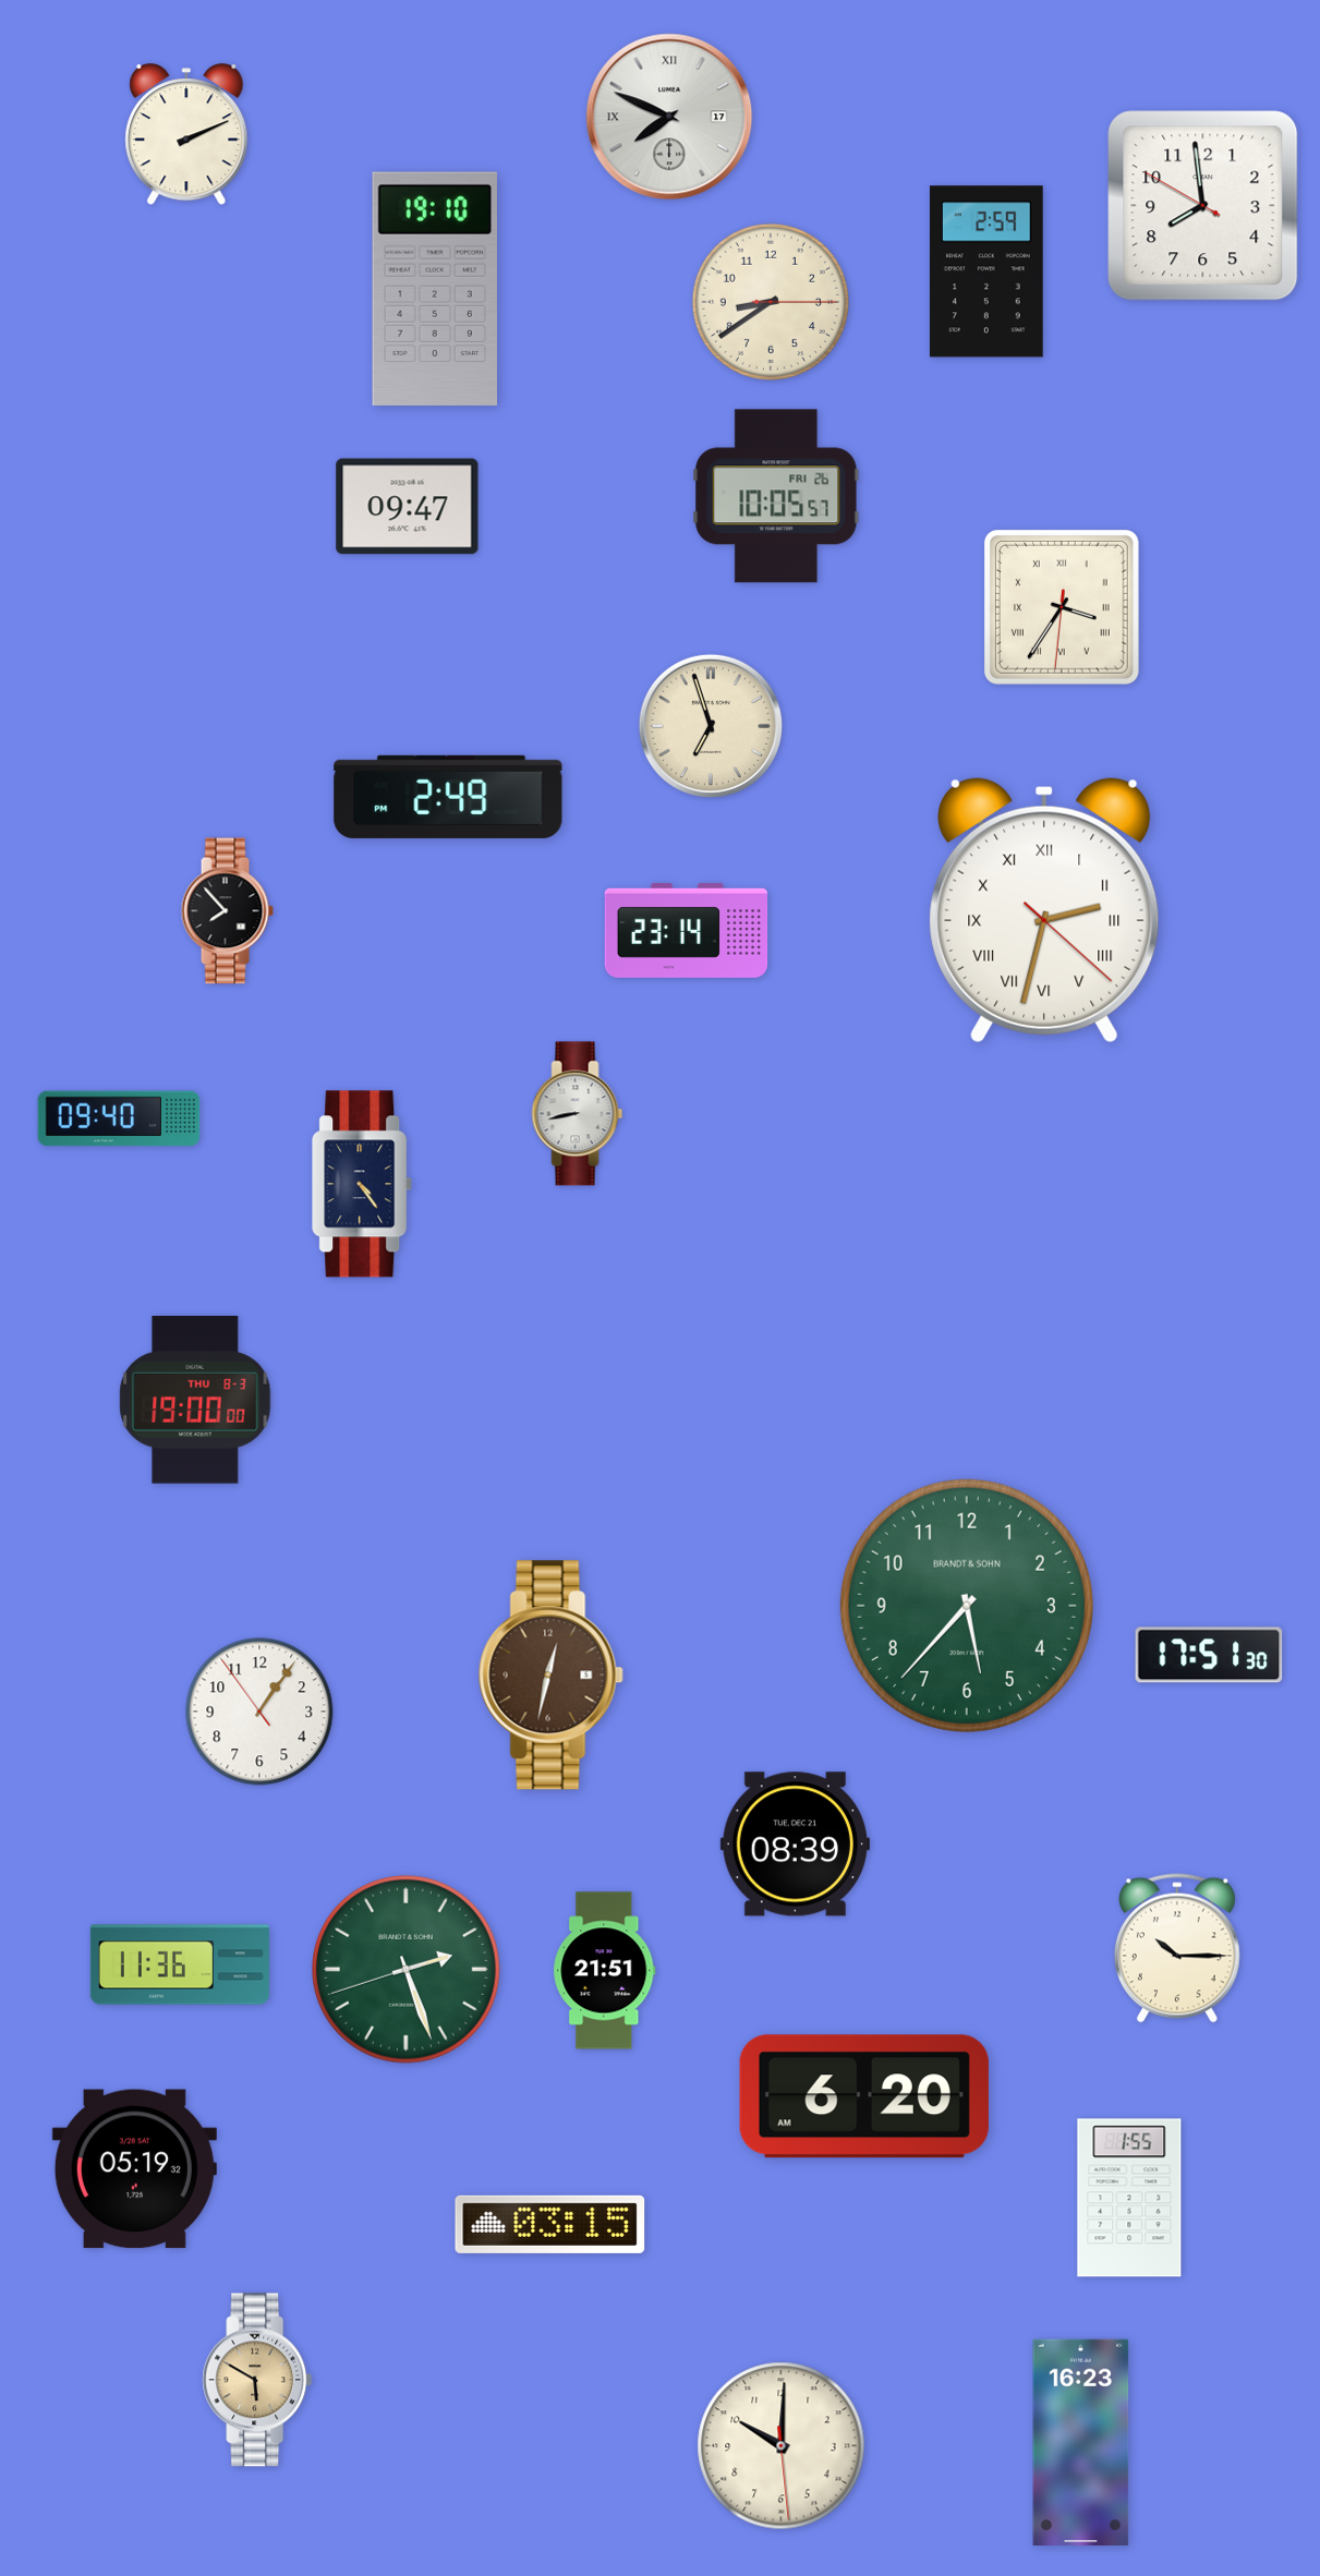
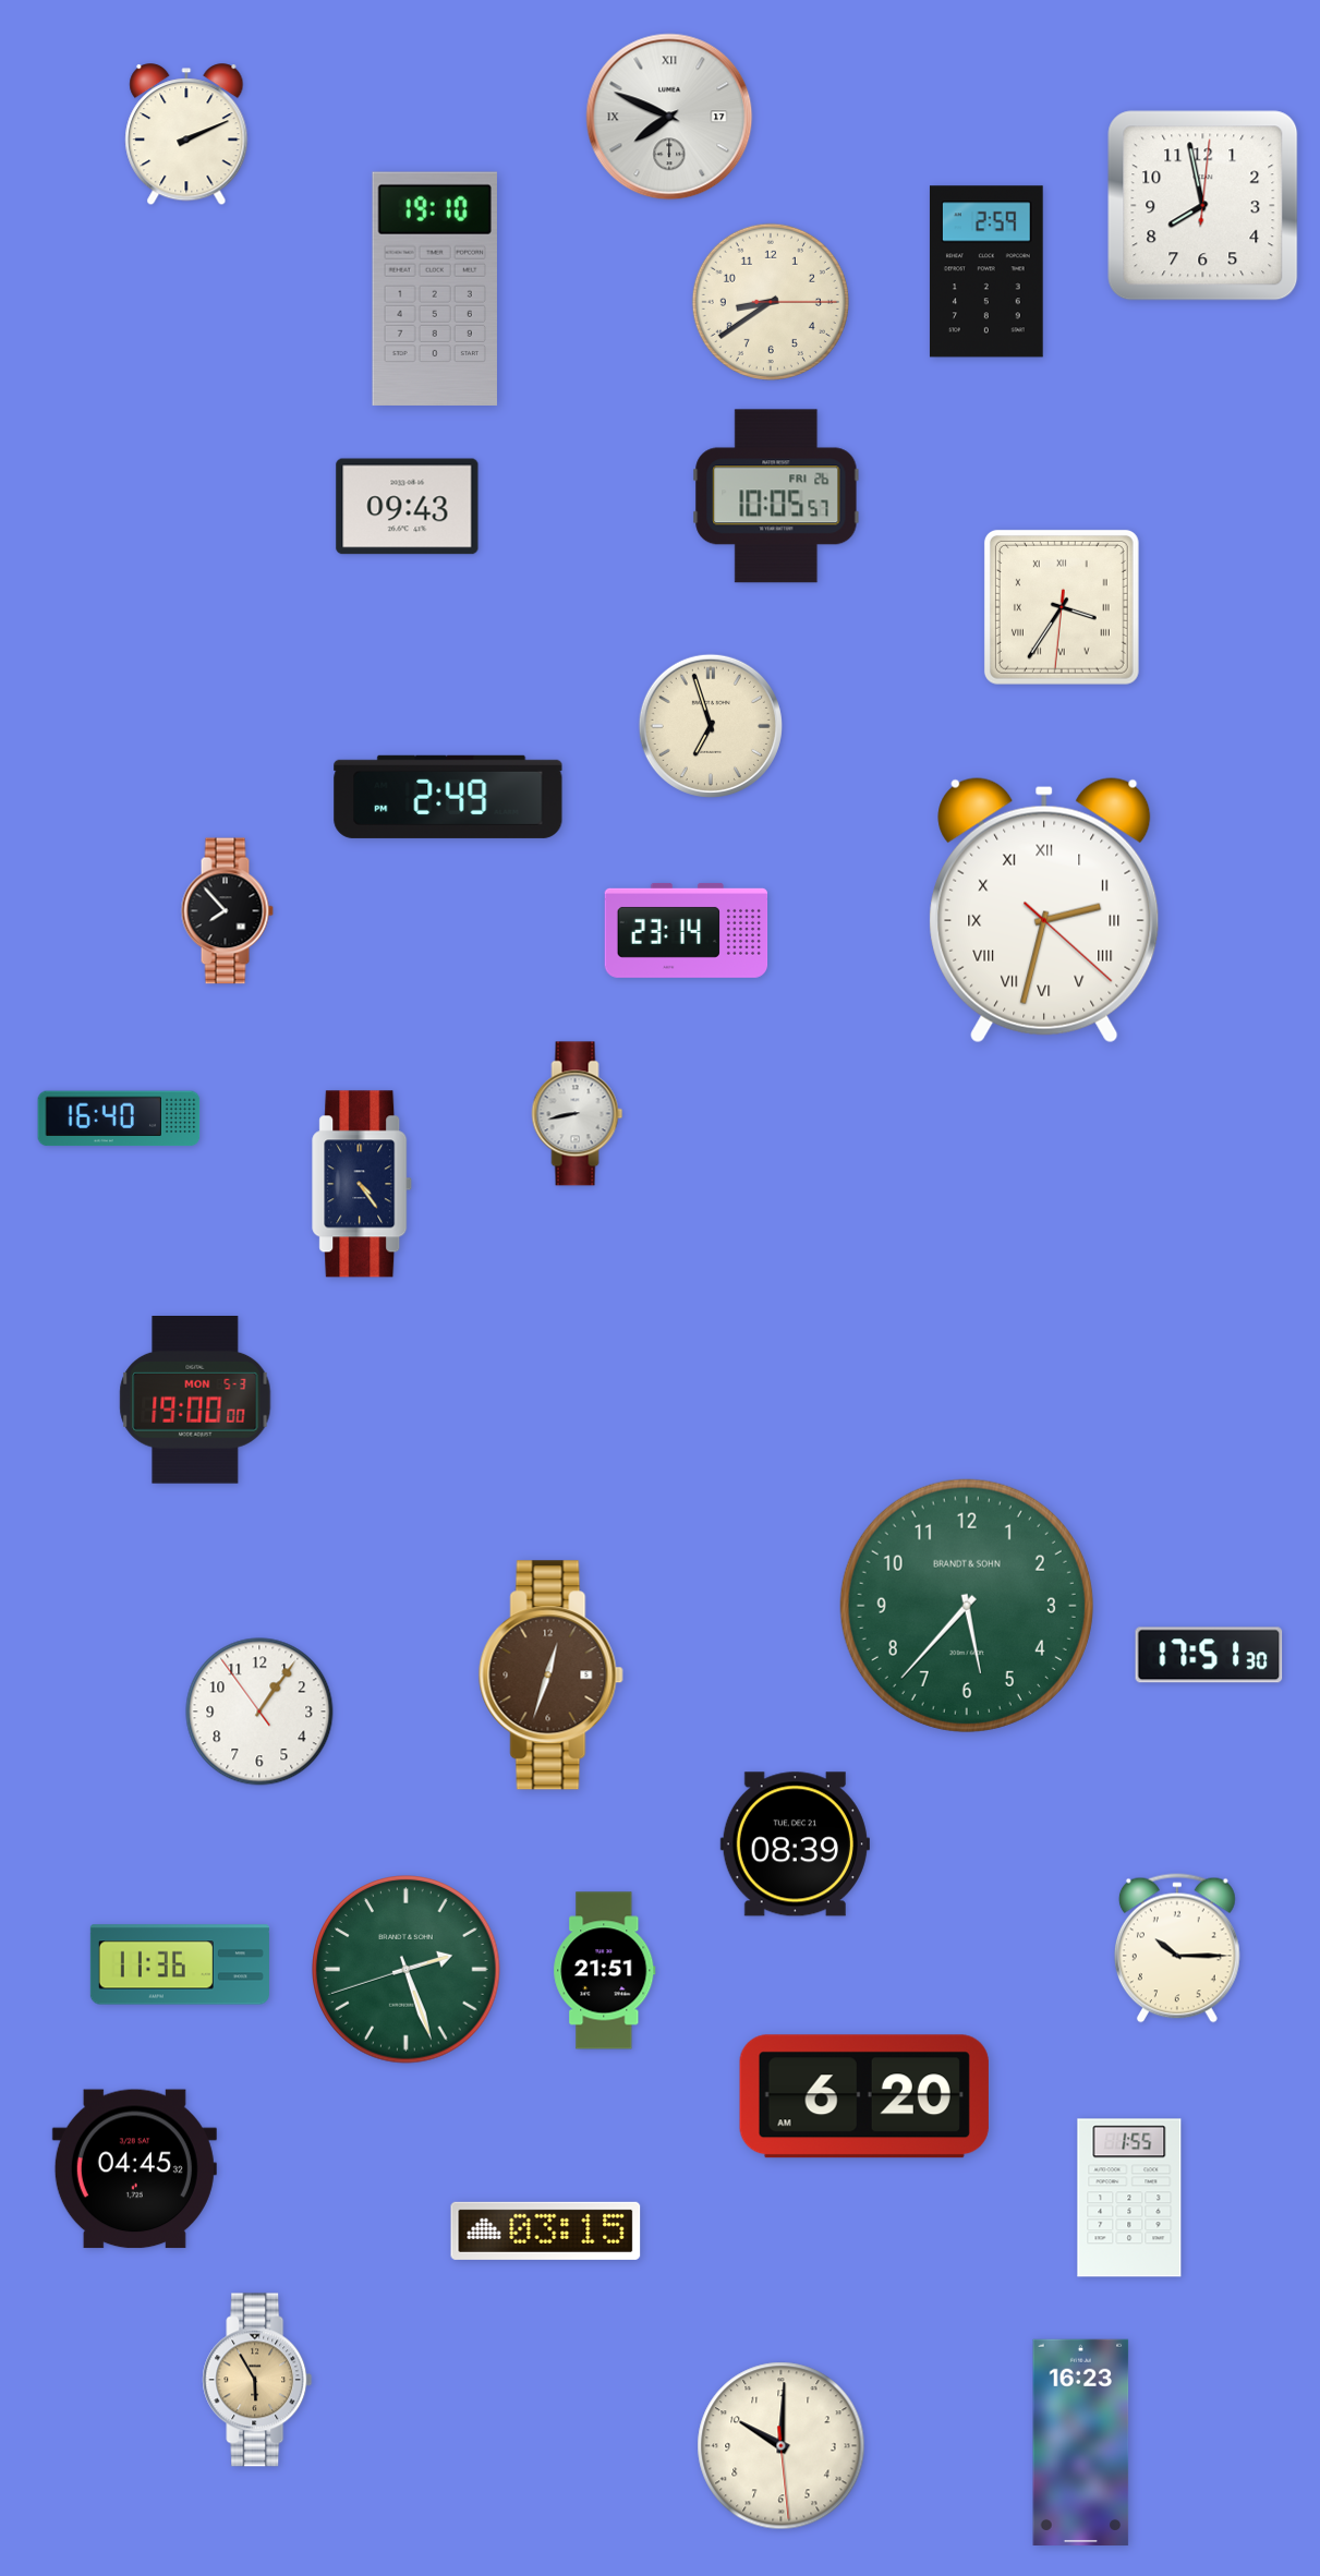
clock at (1203, 206): 7:58:50 -> 7:58:01
clock at (408, 507): 09:47 -> 09:43
clock at (119, 1118): 09:40 -> 16:40
clock at (195, 1401) date: THU 8-3 -> MON 5-3
clock at (550, 1676): 12:32 -> 12:33
clock at (134, 2169): 05:19 -> 04:45
clock at (550, 2224) position: (550, 2224) -> (546, 2230)
clock at (257, 2380): 5:50 -> 5:55
